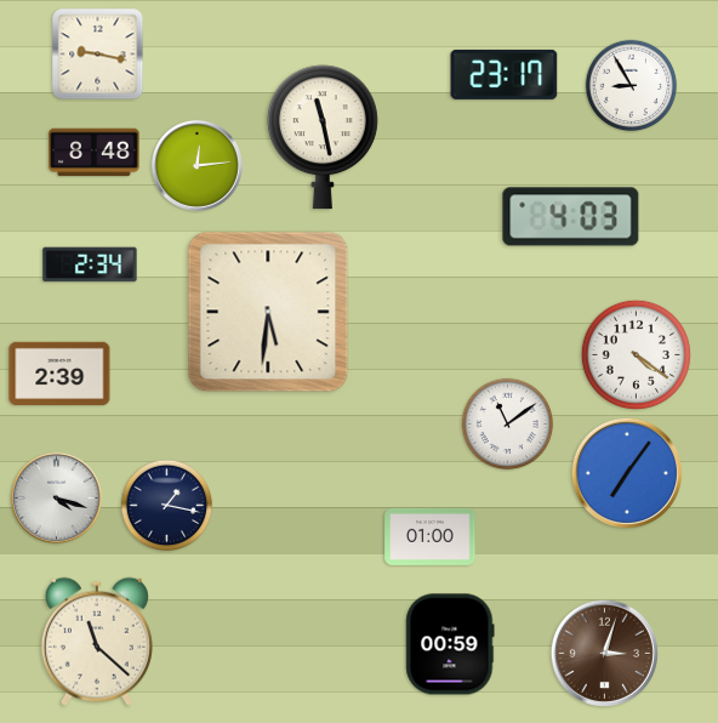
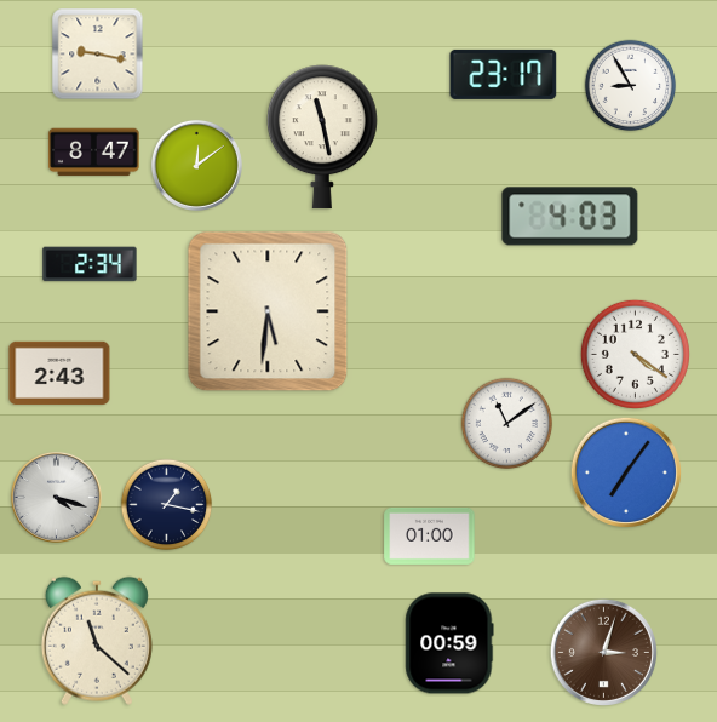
clock at (95, 153): 8:48 -> 8:47
clock at (196, 165): 12:14 -> 12:09
clock at (59, 374): 2:39 -> 2:43
